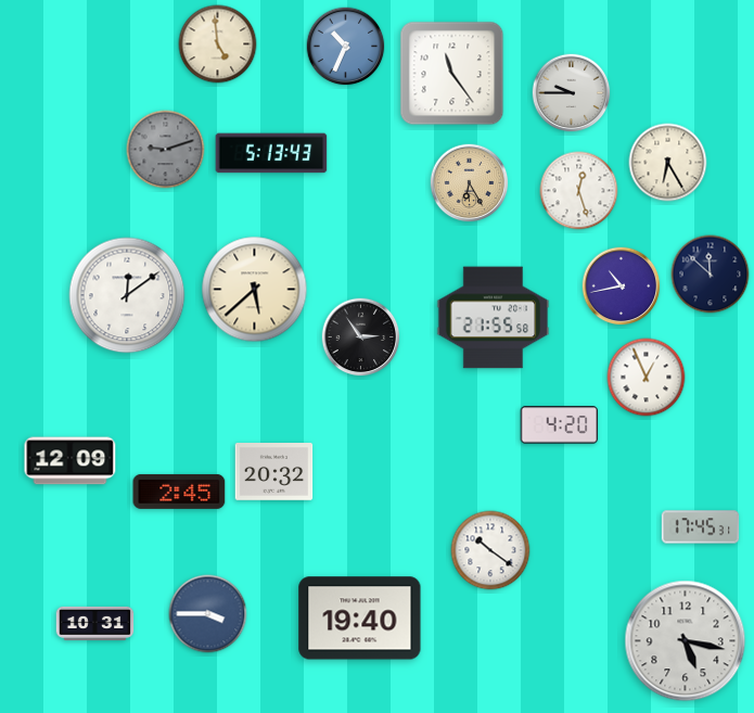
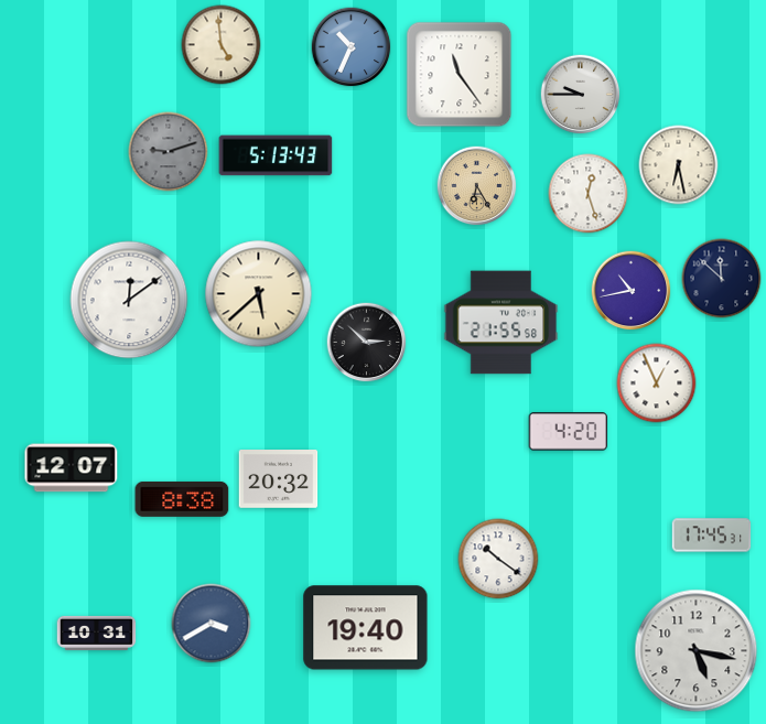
clock at (668, 163): 6:25 -> 6:28
clock at (361, 338): 2:54 -> 2:52
clock at (71, 461): 12:09 -> 12:07
clock at (179, 492): 2:45 -> 8:38
clock at (208, 614): 3:45 -> 3:40
